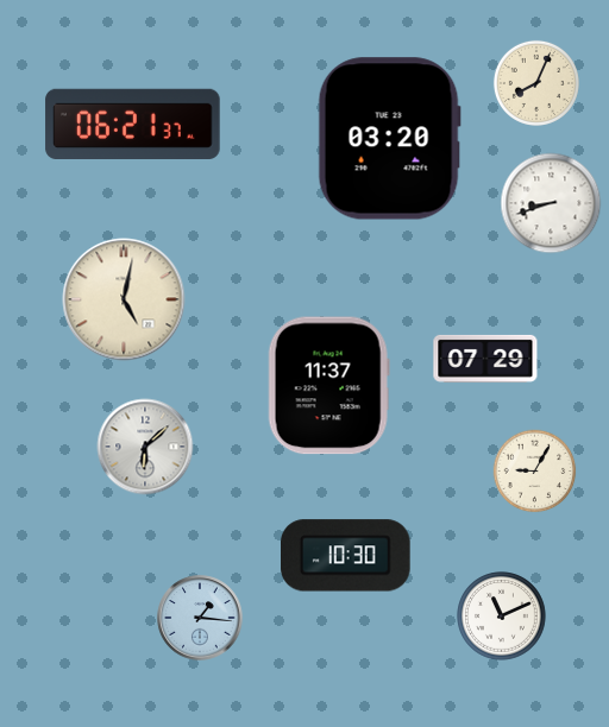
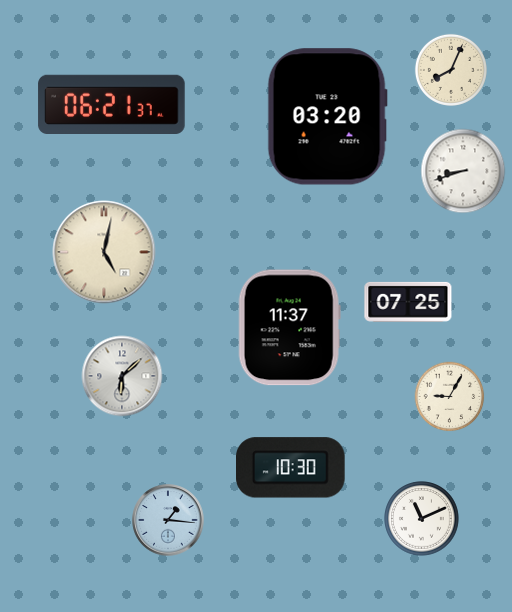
clock at (485, 359): 07:29 -> 07:25
clock at (328, 386) position: (328, 386) -> (289, 328)
